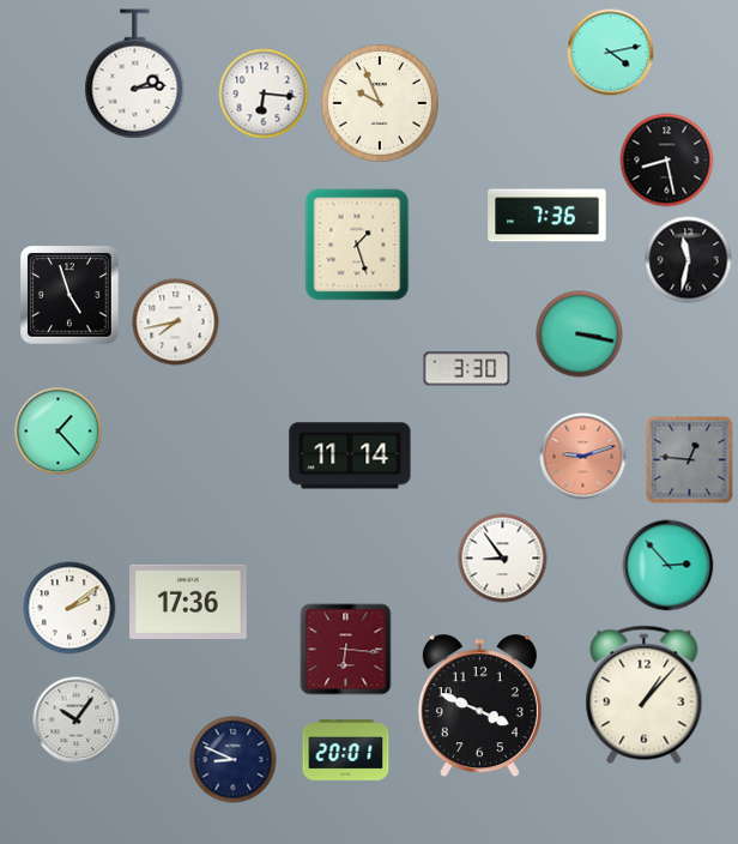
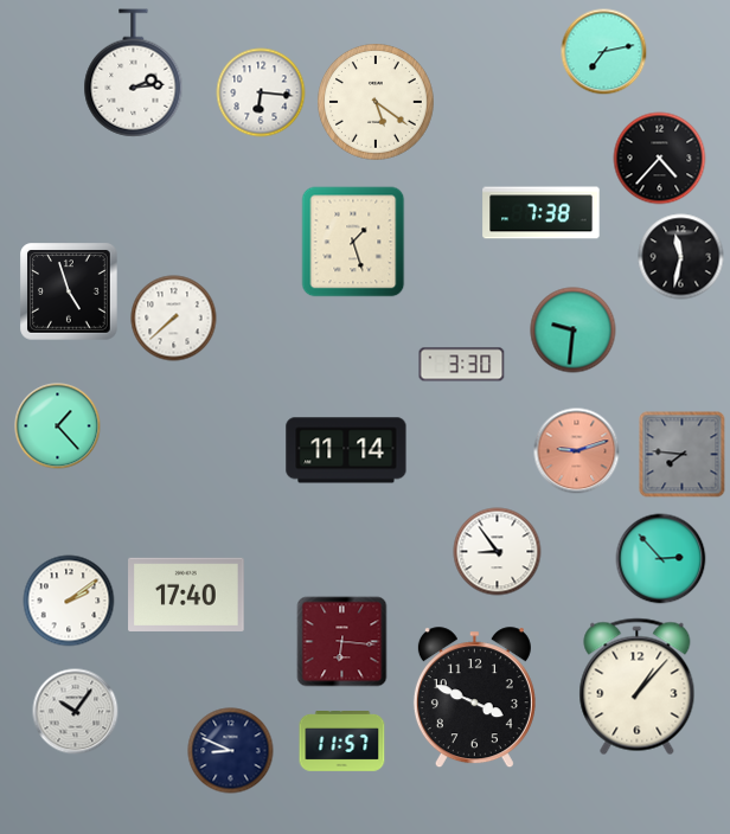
clock at (611, 53): 4:13 -> 7:13
clock at (381, 104): 9:56 -> 5:21
clock at (667, 161): 8:28 -> 4:37
clock at (548, 216): 7:36 -> 7:38
clock at (176, 322): 7:43 -> 7:38
clock at (580, 334): 3:17 -> 9:31
clock at (690, 460): 12:46 -> 7:46
clock at (188, 602): 17:36 -> 17:40
clock at (346, 750): 20:01 -> 11:57
